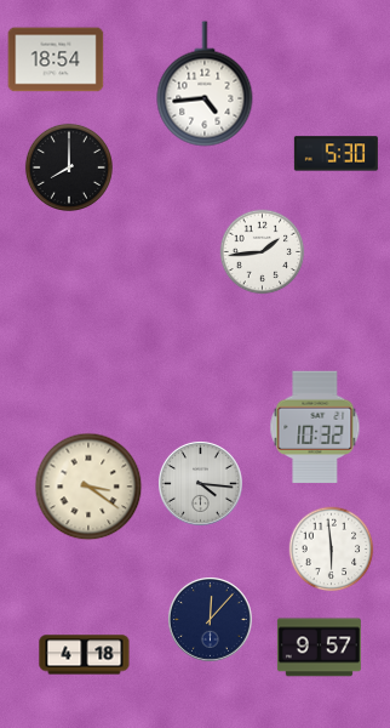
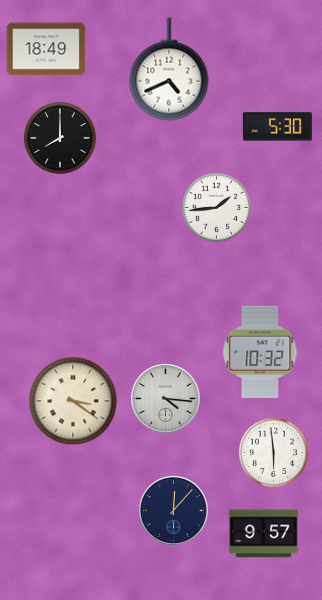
clock at (56, 59): 18:54 -> 18:49
clock at (205, 84): 4:44 -> 4:41
clock at (69, 167) position: (69, 167) -> (60, 138)
clock at (85, 655): 4:18 -> none
